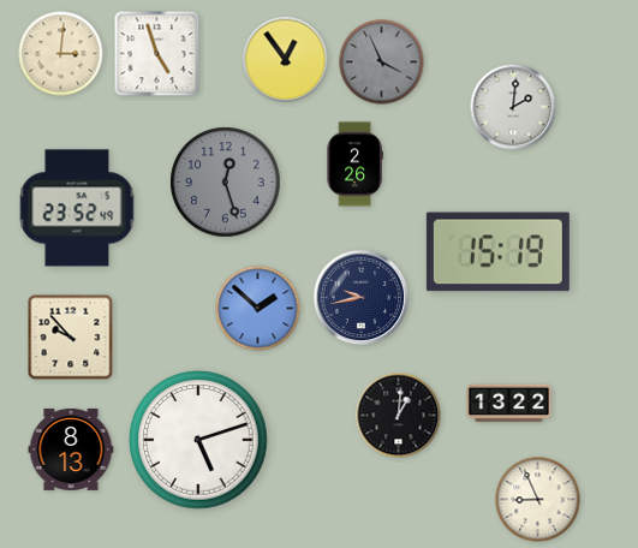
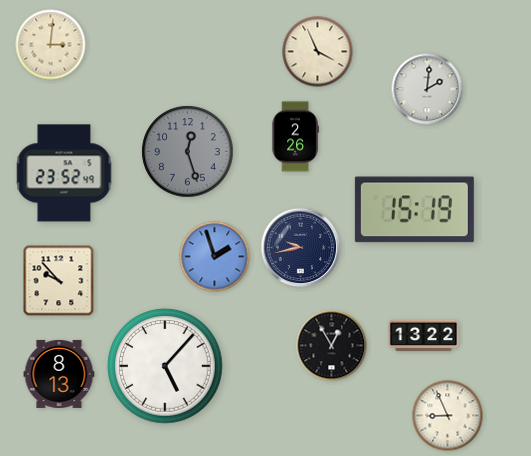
clock at (157, 54): 4:57 -> none
clock at (286, 60): 12:54 -> none
clock at (382, 62) dial: grey -> cream
clock at (258, 309): 1:52 -> 1:57
clock at (399, 416): 1:01 -> 12:55
clock at (198, 440): 5:12 -> 5:07
